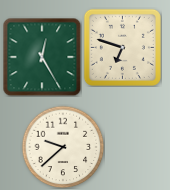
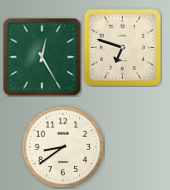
clock at (63, 147): 9:38 -> 8:39
